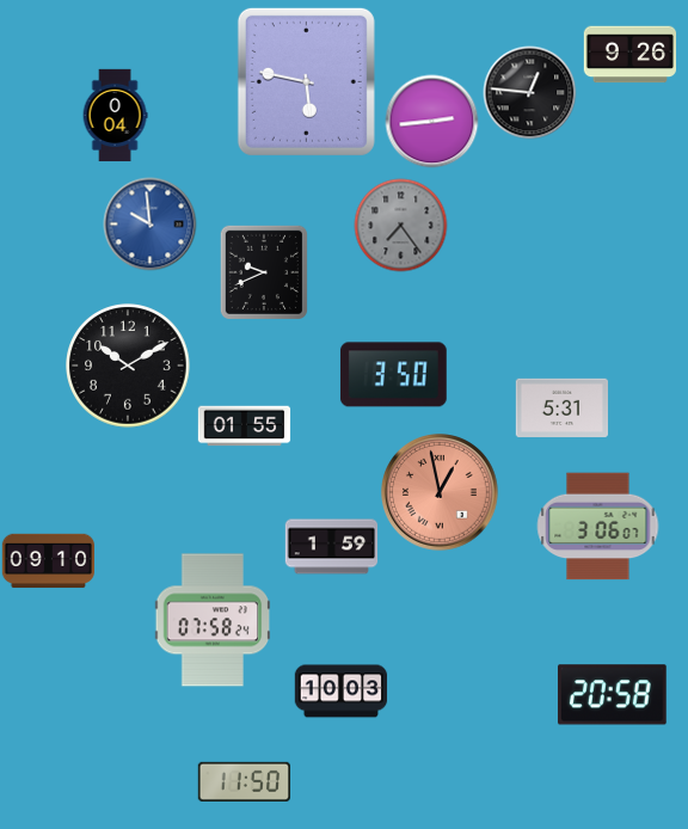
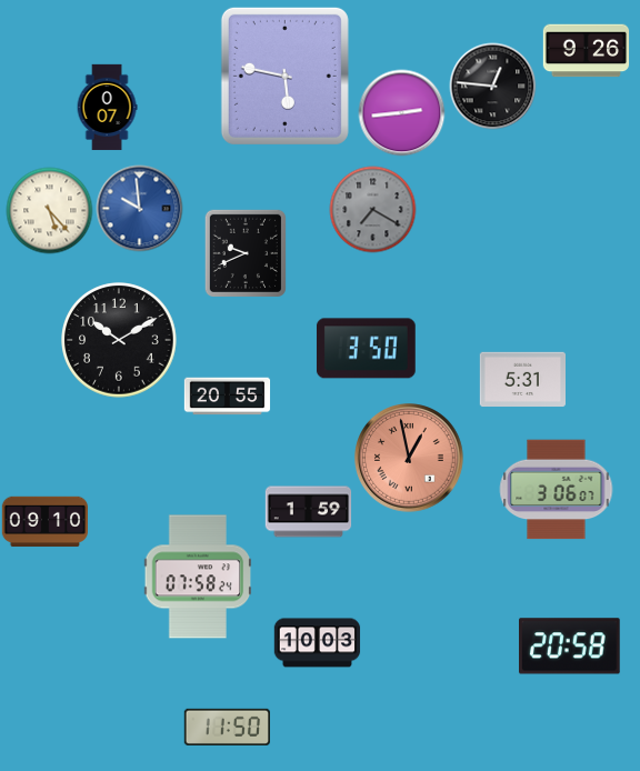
clock at (115, 115): 0:04 -> 0:07
clock at (400, 225): 7:24 -> 7:20
clock at (49, 210): none -> 5:23
clock at (244, 426): 01:55 -> 20:55
clock at (331, 547) position: (331, 547) -> (308, 512)
